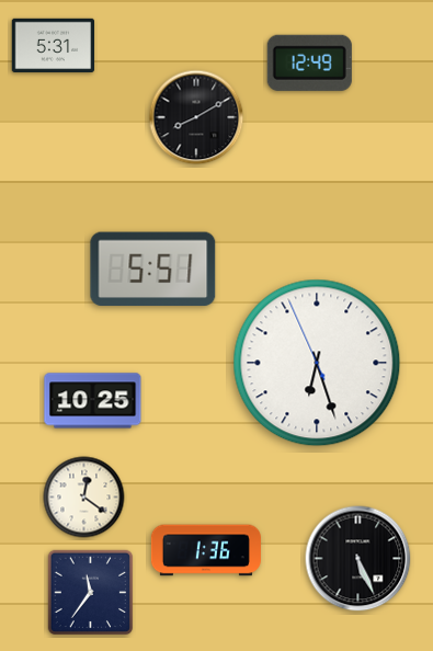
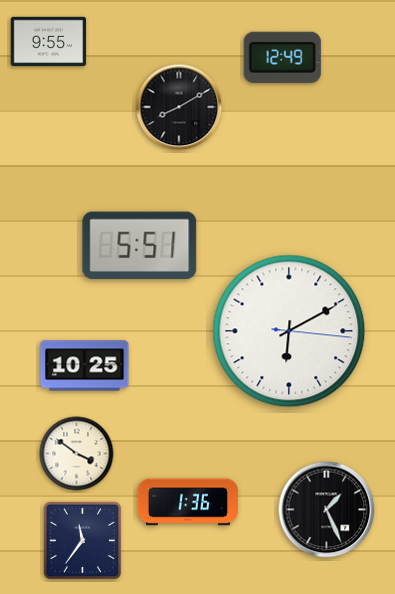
clock at (54, 46): 5:31 -> 9:55
clock at (317, 363): 6:26 -> 6:10
clock at (84, 498): 12:21 -> 3:51
clock at (358, 559): 5:26 -> 1:26
